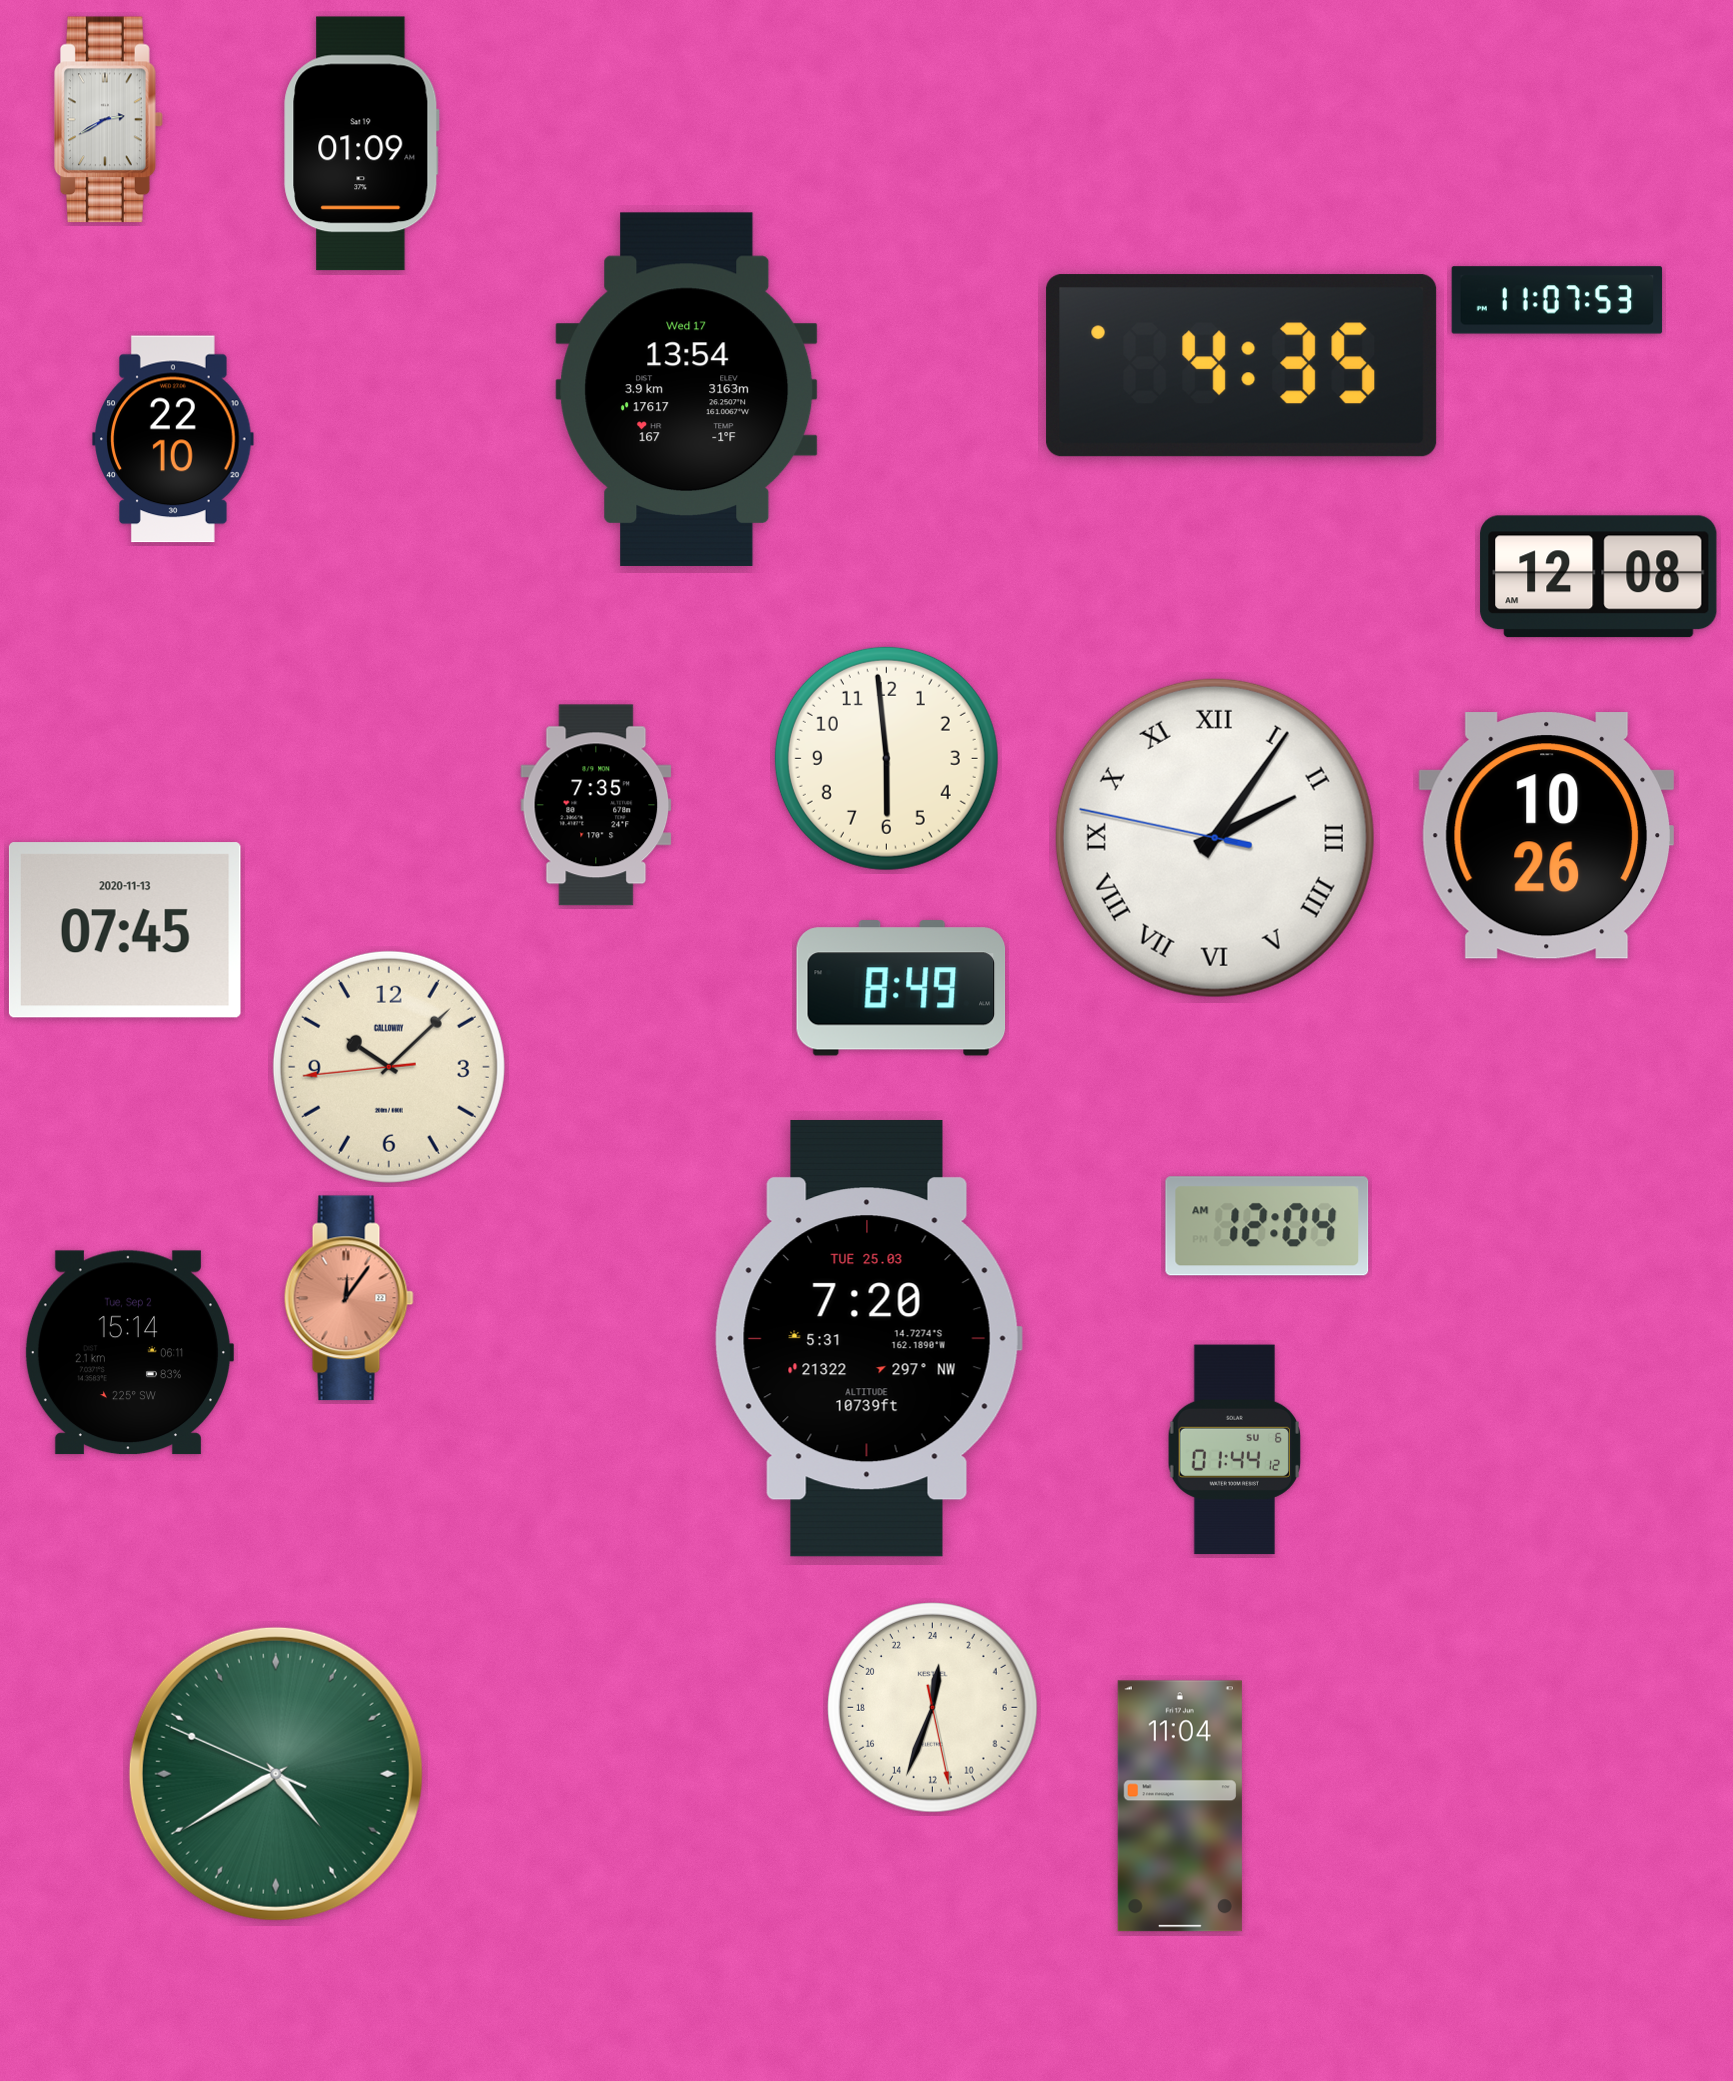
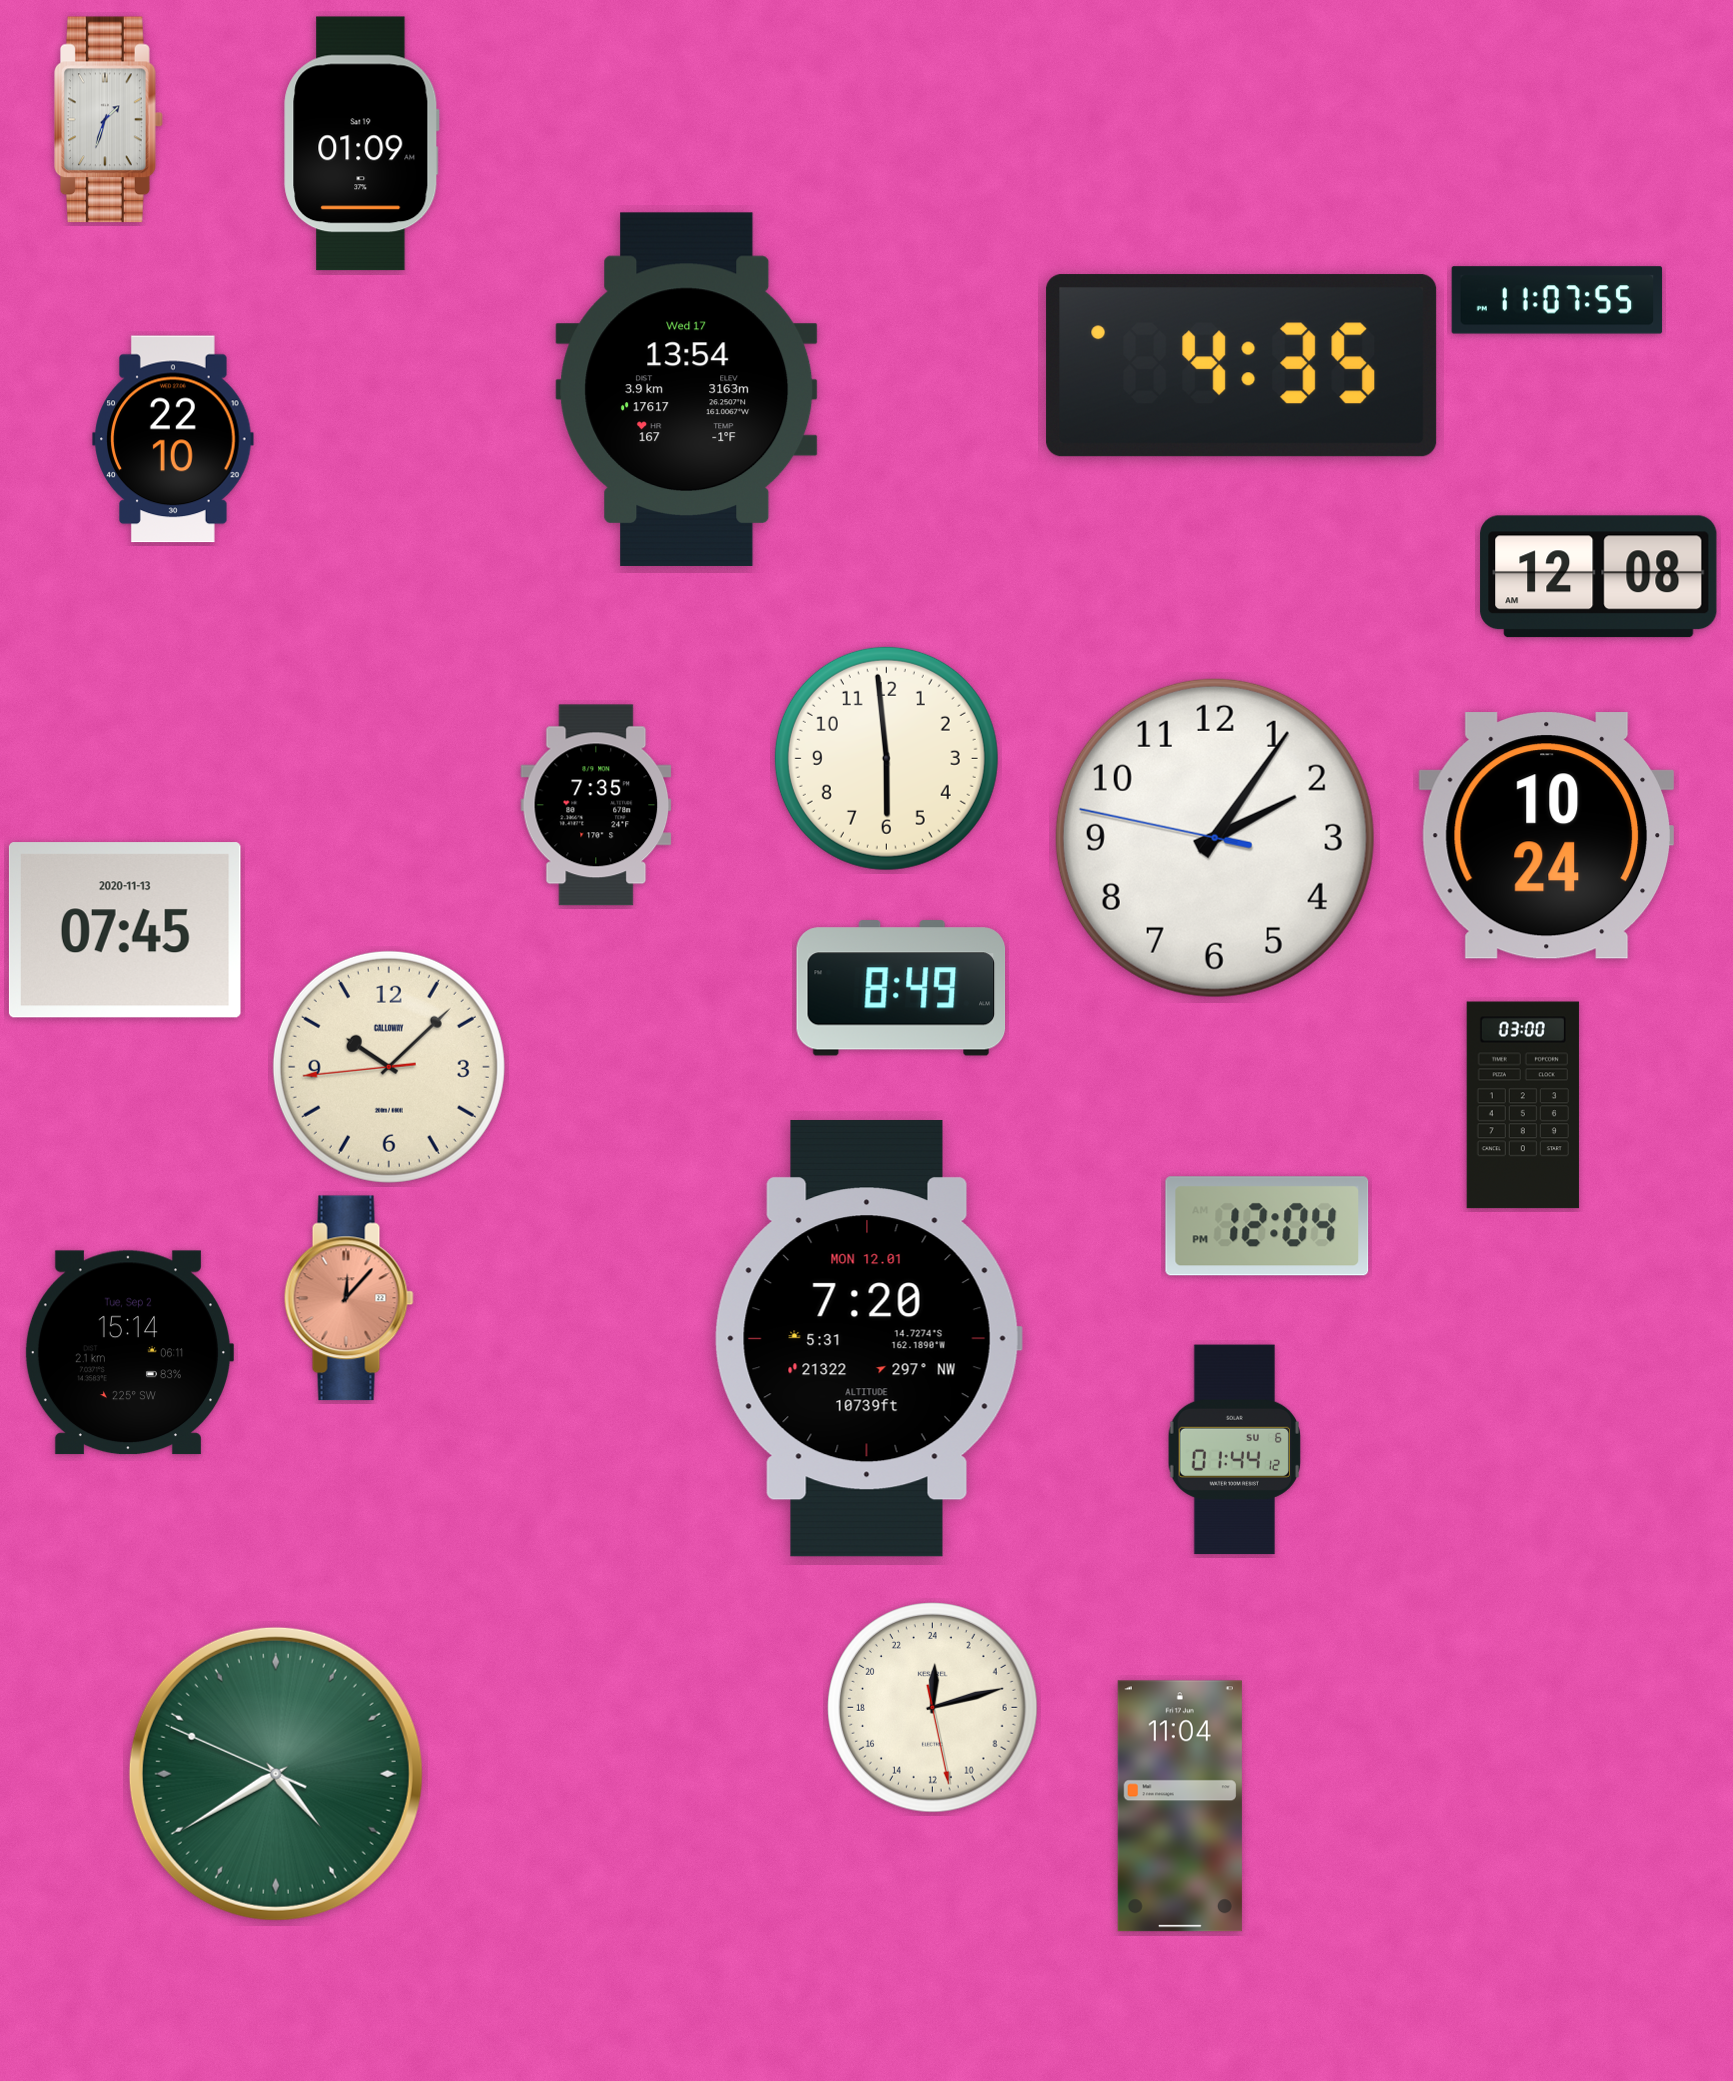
clock at (108, 120): 2:40 -> 1:33
clock at (1557, 300): 11:07:53 -> 11:07:55
clock at (1546, 836): 10:26 -> 10:24
clock at (1215, 838) numerals: Roman -> Arabic
clock at (1523, 1105): none -> 03:00
clock at (1267, 1226): 12:04 AM -> 12:04 PM
clock at (349, 1298): 12:06 -> 12:07
clock at (868, 1339) date: TUE 25.03 -> MON 12.01
clock at (933, 1708): 0:33 -> 0:12
